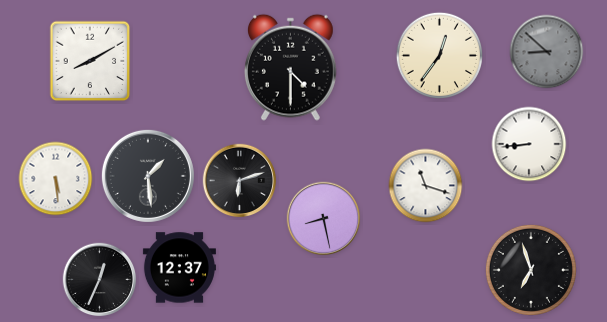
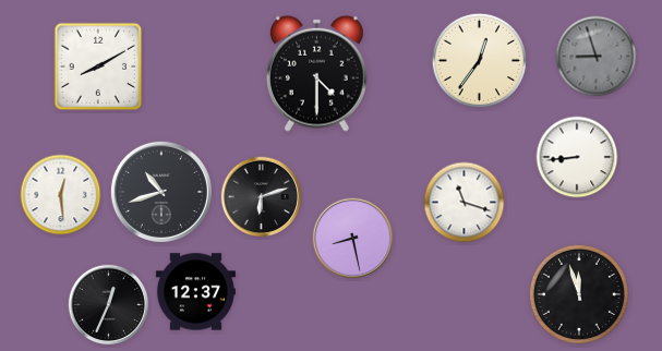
clock at (547, 52): 8:52 -> 8:57
clock at (148, 176): 1:29 -> 10:42
clock at (56, 179): 5:29 -> 12:29
clock at (531, 270): 6:57 -> 11:57
